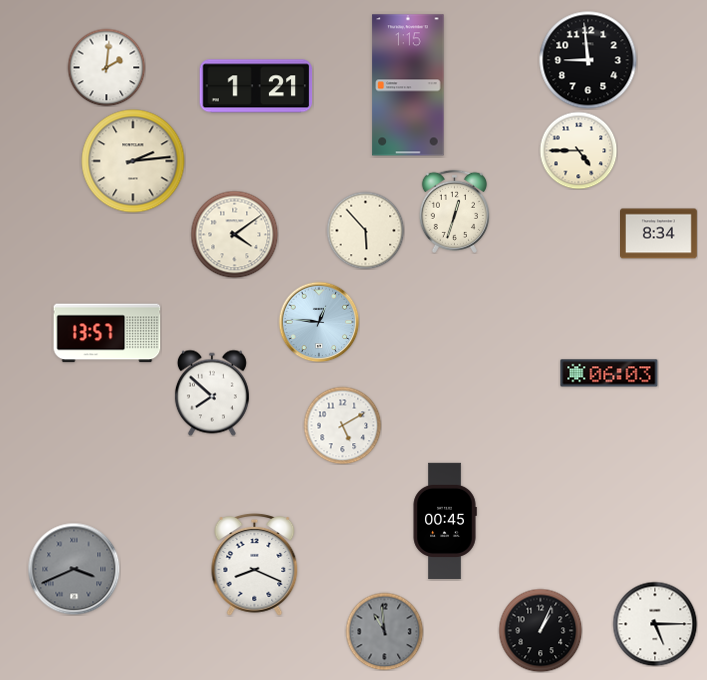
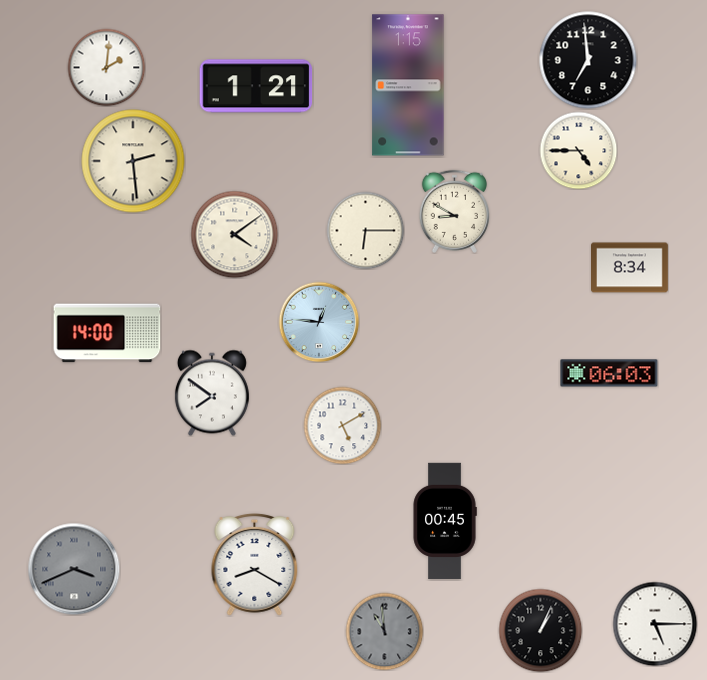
clock at (588, 60): 8:59 -> 6:59
clock at (133, 161): 2:14 -> 2:29
clock at (454, 211): 12:33 -> 8:50
clock at (365, 230): 5:53 -> 6:15
clock at (659, 234) position: (659, 234) -> (630, 268)
clock at (107, 333): 13:57 -> 14:00
clock at (212, 393): 7:52 -> 7:51
clock at (255, 564): 8:19 -> 8:20
